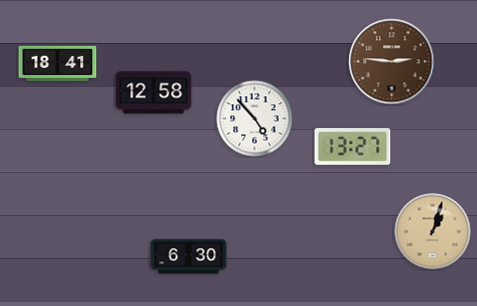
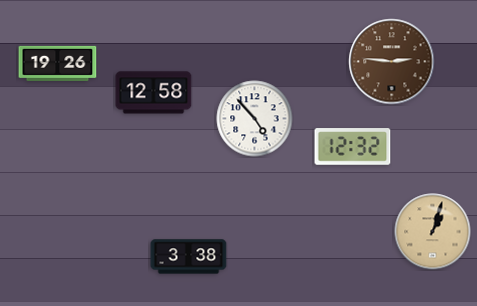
clock at (58, 63): 18:41 -> 19:26
clock at (353, 147): 13:27 -> 12:32
clock at (189, 257): 6:30 -> 3:38
